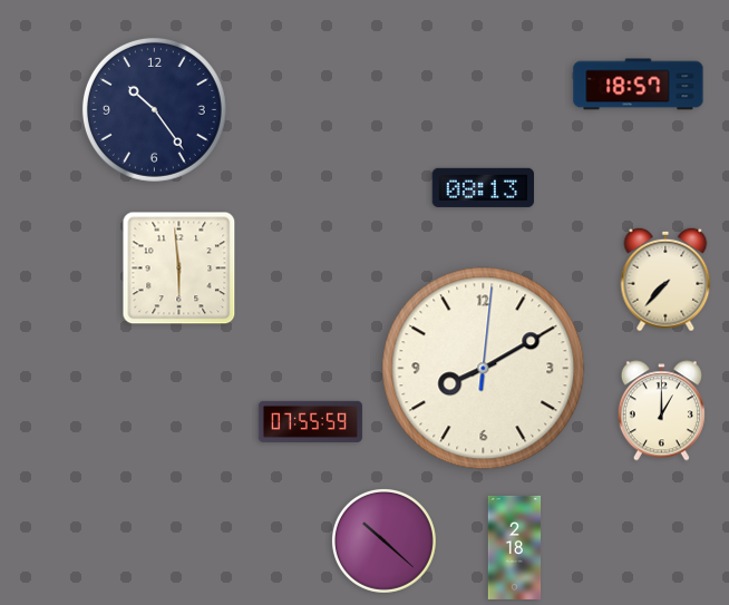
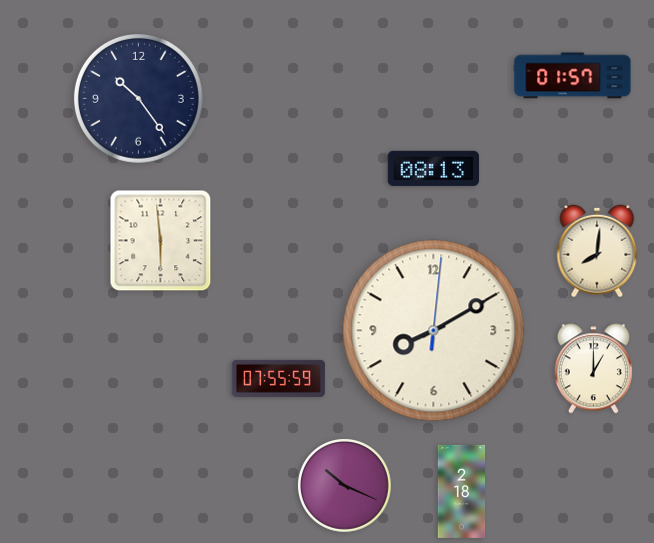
clock at (639, 85): 18:57 -> 01:57
clock at (665, 280): 7:37 -> 8:01
clock at (383, 540): 10:22 -> 10:19
